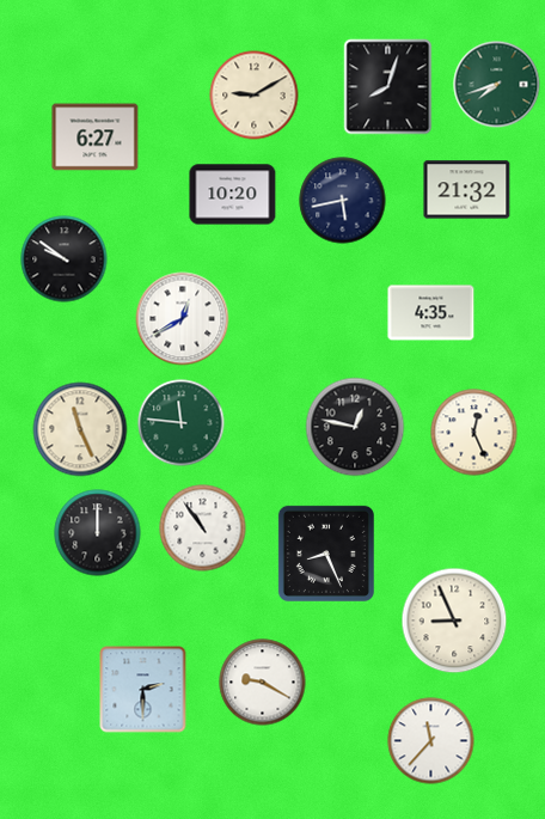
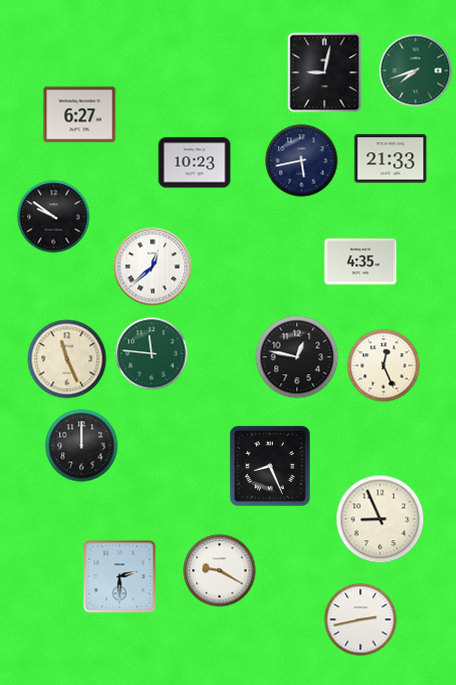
clock at (388, 87): 8:03 -> 9:02
clock at (255, 96): 9:10 -> none
clock at (467, 190): 21:32 -> 21:33
clock at (233, 195): 10:20 -> 10:23
clock at (343, 201) position: (343, 201) -> (302, 161)
clock at (183, 319): 12:40 -> 12:38
clock at (474, 433) position: (474, 433) -> (384, 366)
clock at (203, 528): 10:54 -> none
clock at (326, 554) position: (326, 554) -> (270, 466)
clock at (431, 741): 11:37 -> 2:43
